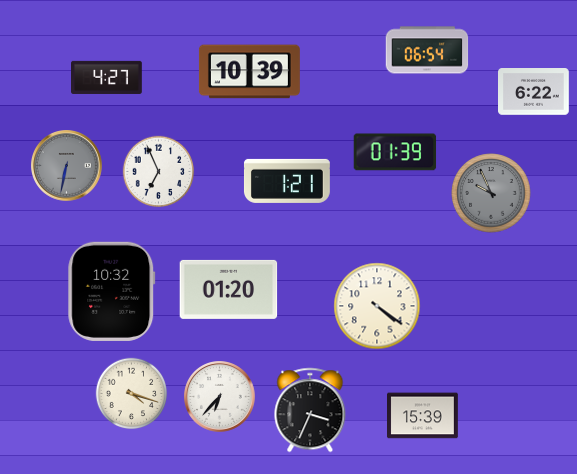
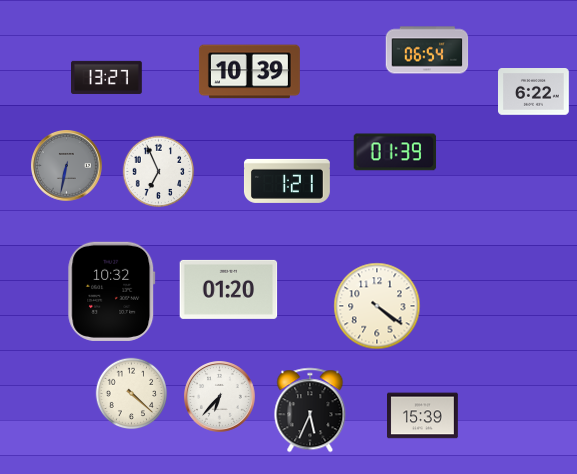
clock at (107, 77): 4:27 -> 13:27
clock at (491, 193): 9:56 -> none
clock at (132, 394): 4:18 -> 4:22
clock at (310, 410): 3:34 -> 5:34
